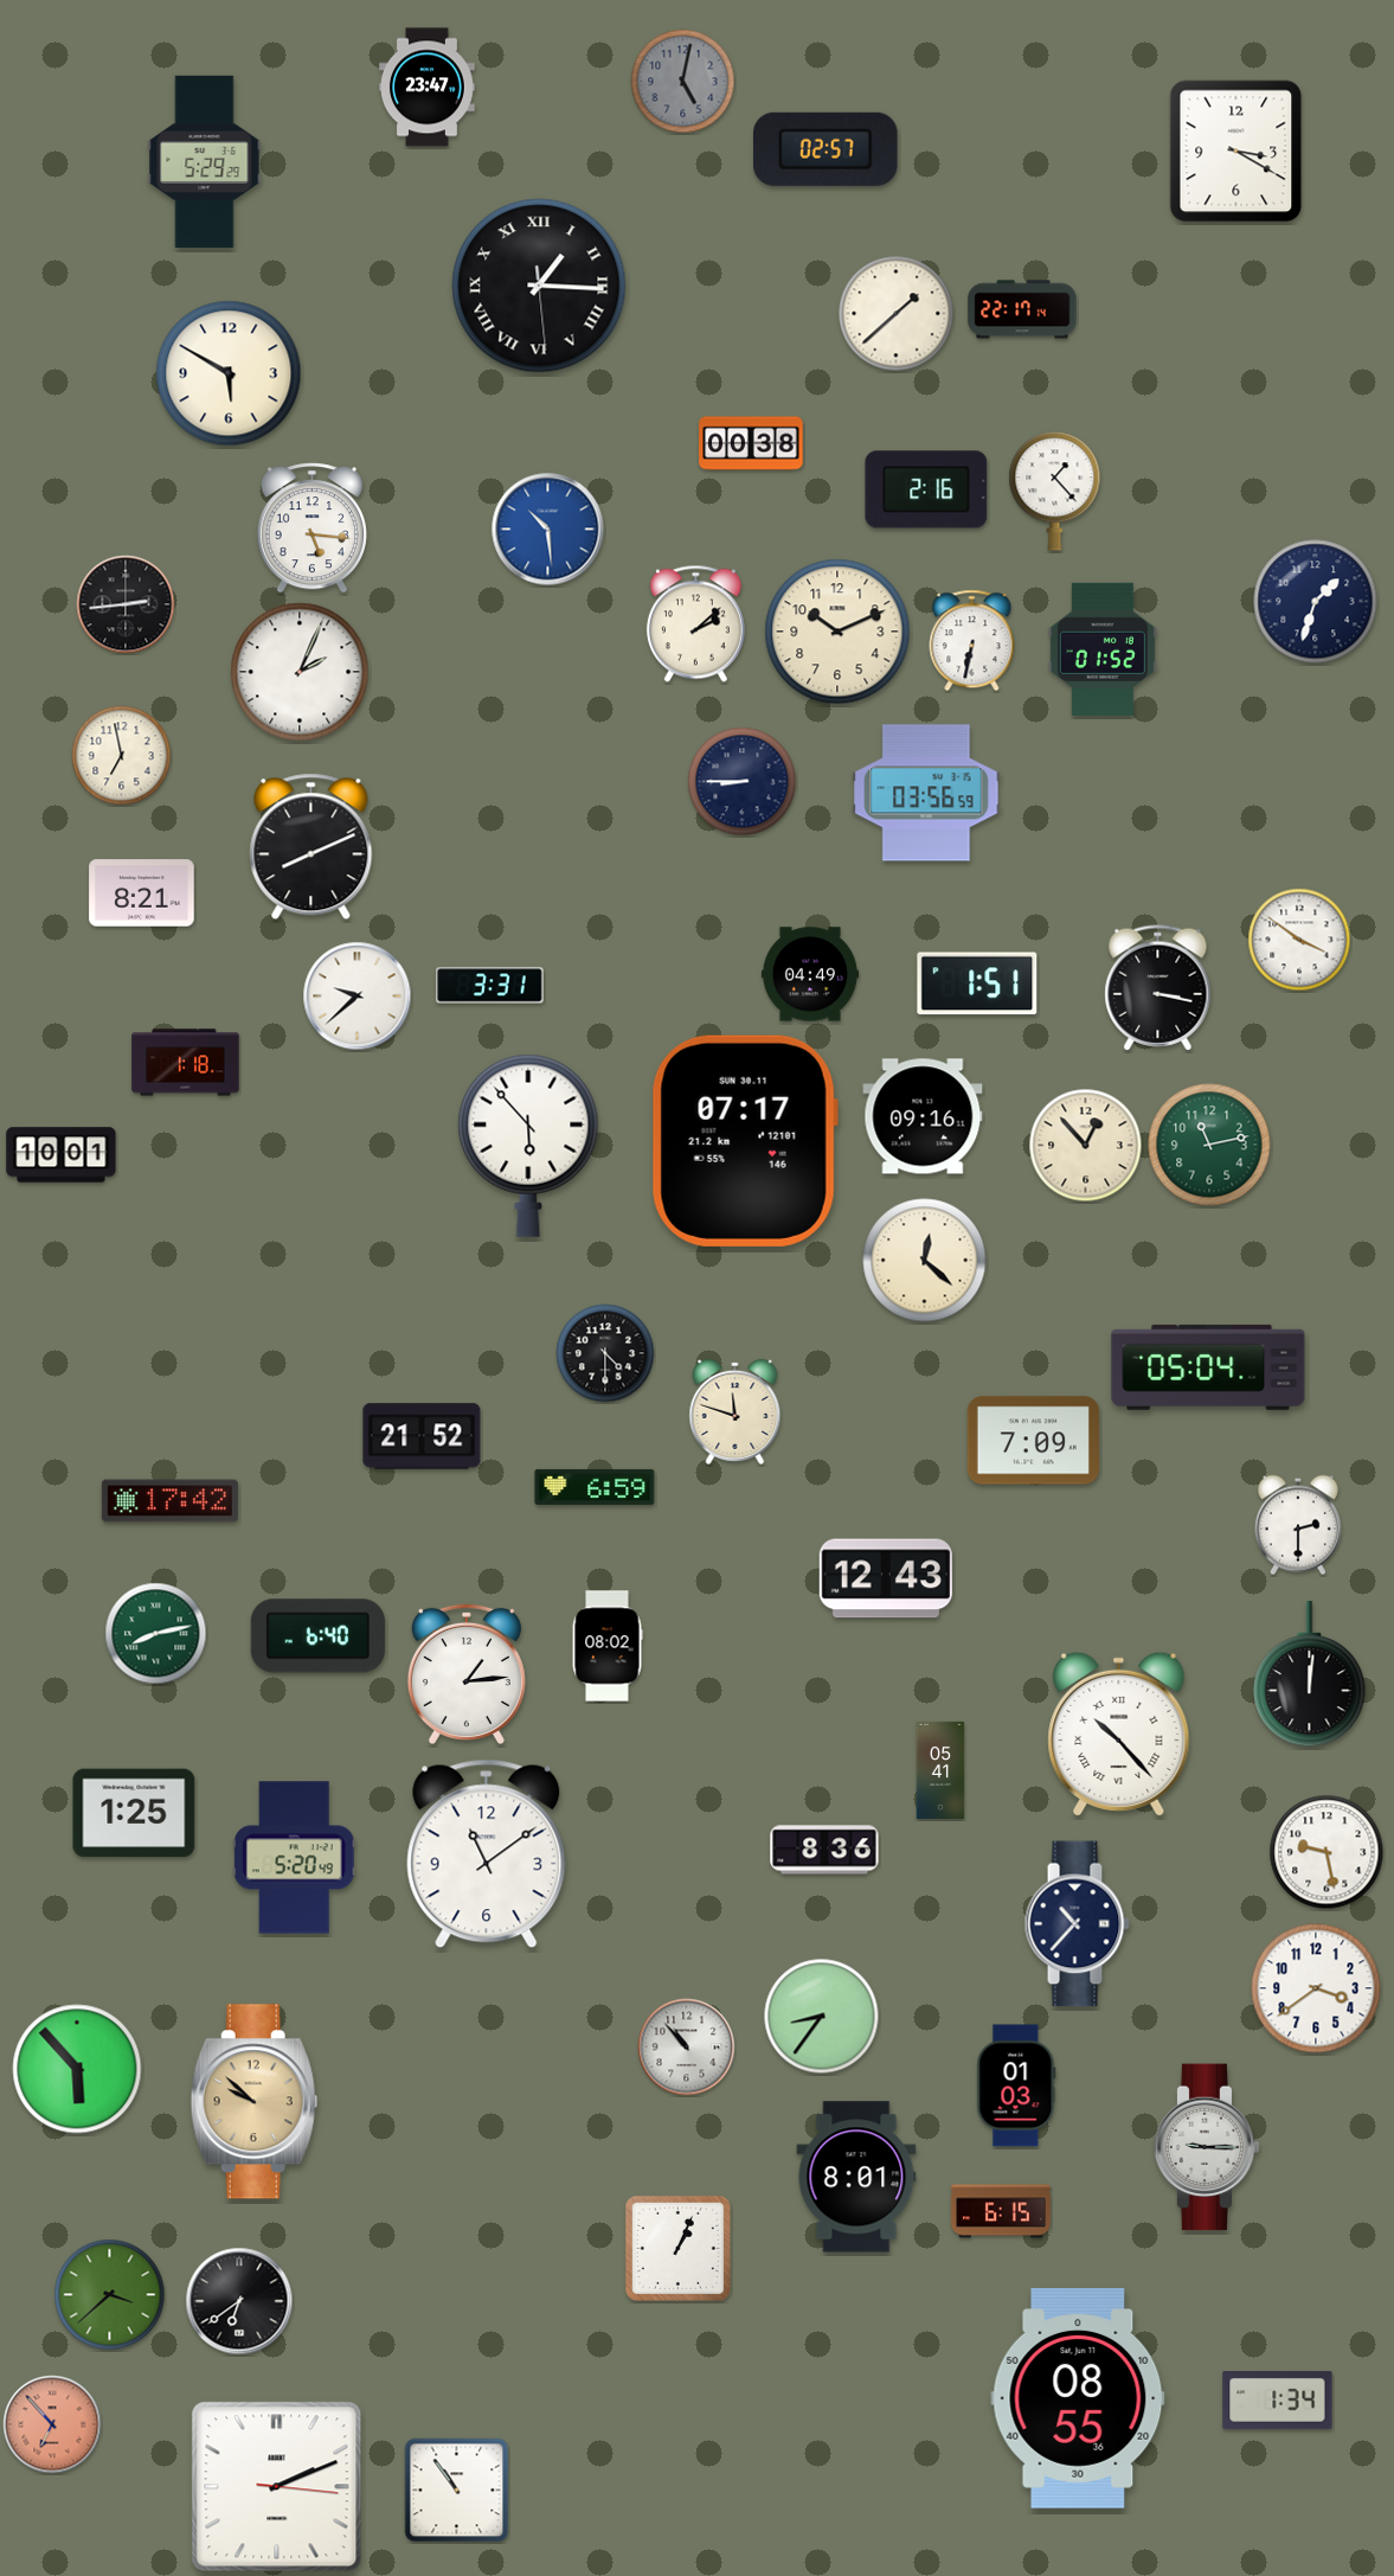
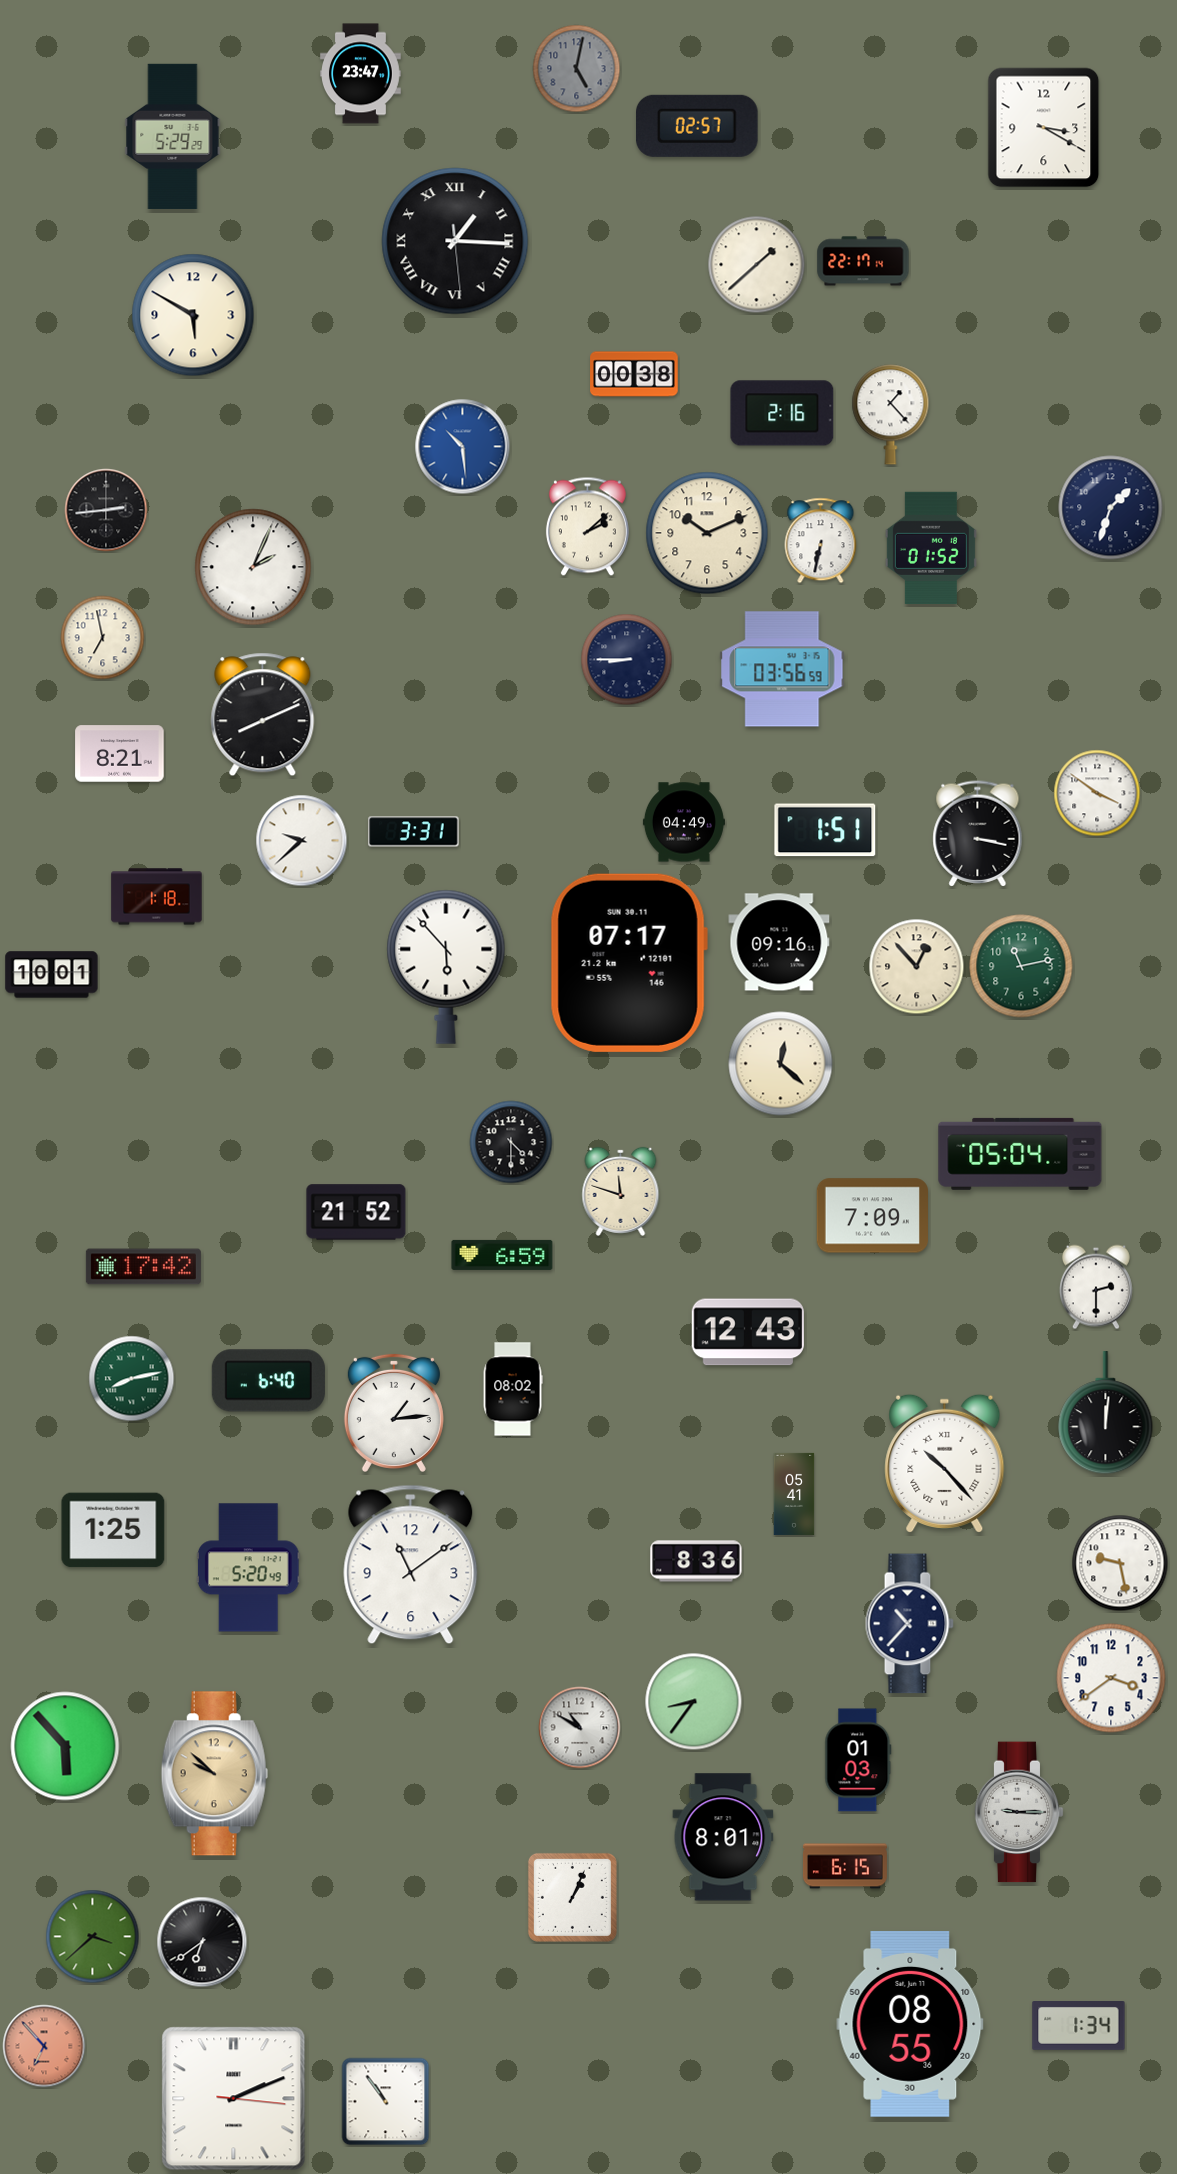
clock at (311, 528): 5:16 -> none
clock at (687, 2048): 10:53 -> 10:50
